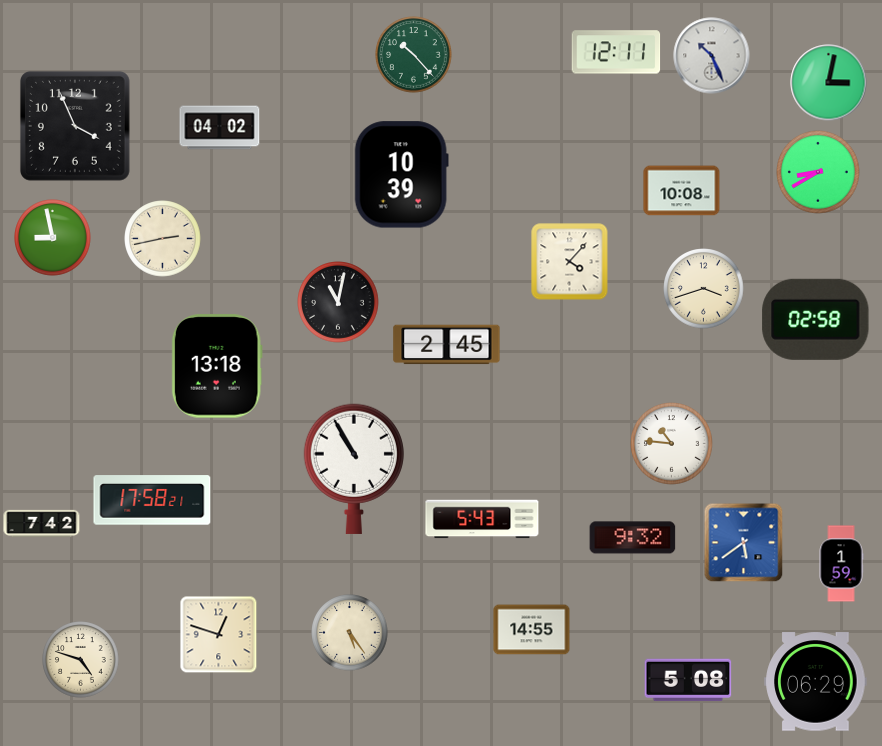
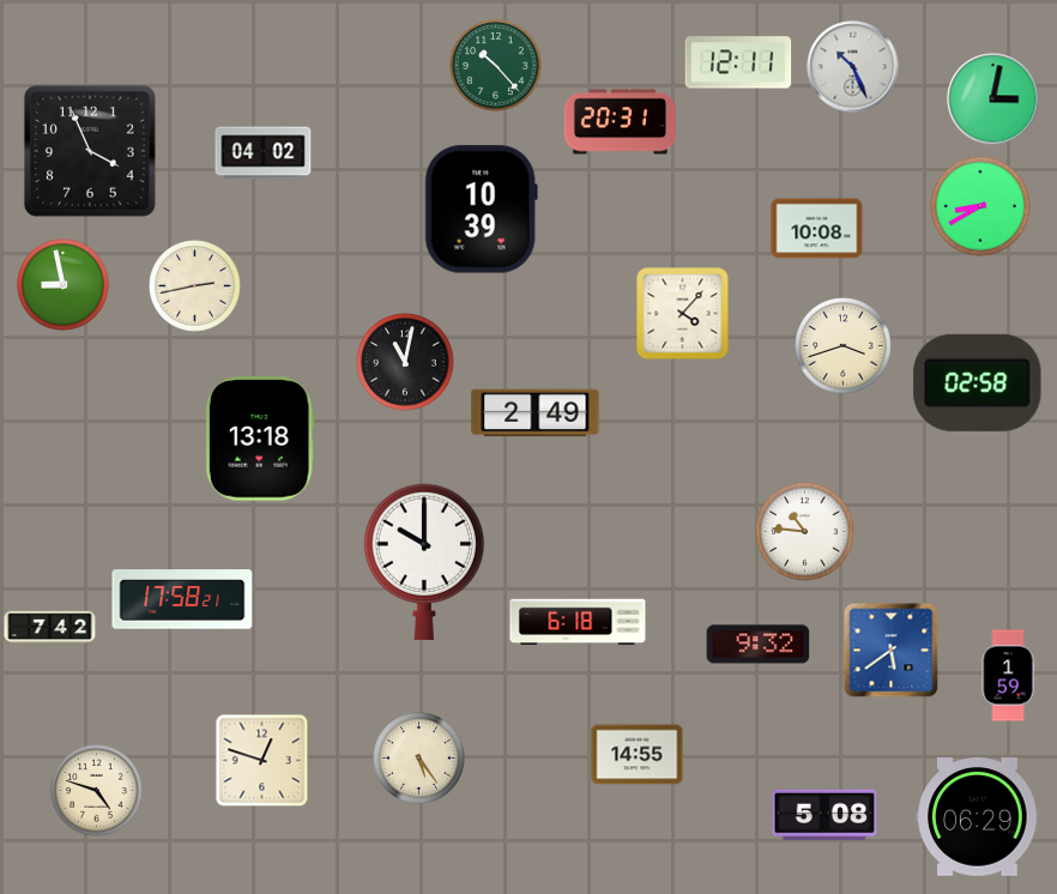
clock at (620, 122): none -> 20:31
clock at (447, 345): 2:45 -> 2:49
clock at (354, 469): 10:55 -> 10:00
clock at (482, 519): 5:43 -> 6:18
